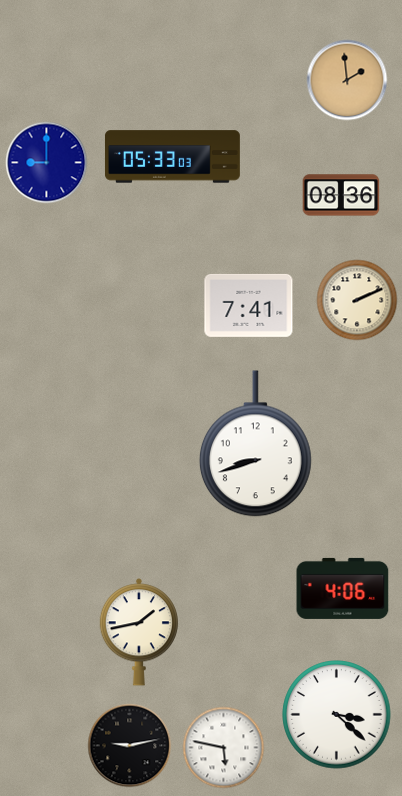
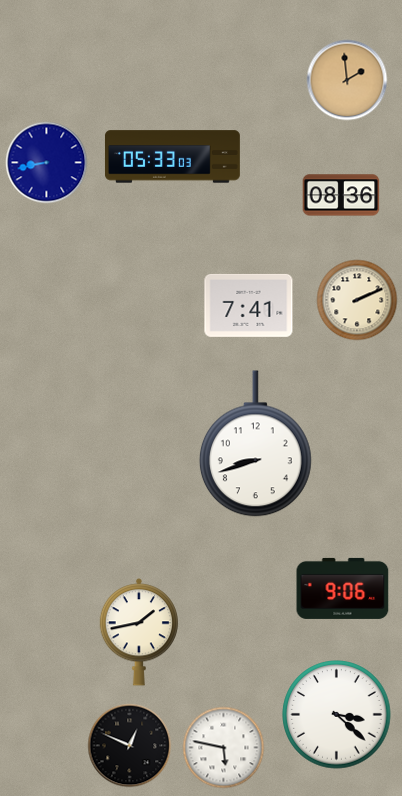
clock at (47, 163): 9:00 -> 8:43
clock at (343, 588): 4:06 -> 9:06
clock at (130, 746): 9:13 -> 12:49
